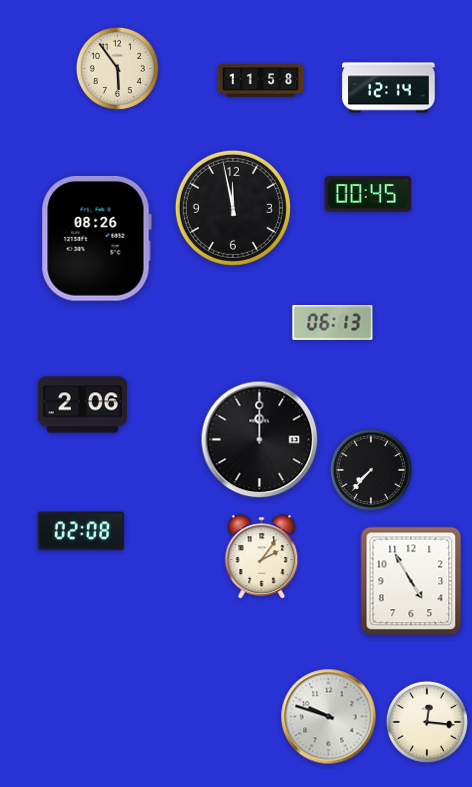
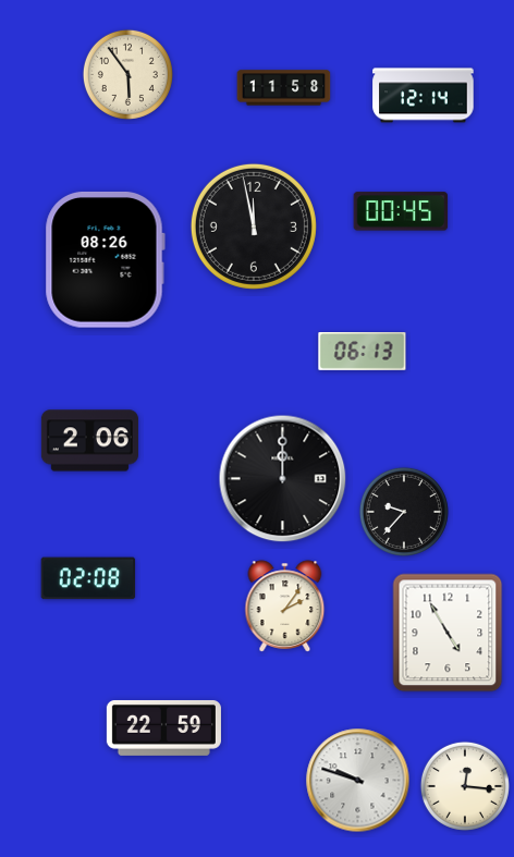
clock at (371, 470): 7:37 -> 9:37
clock at (163, 727): none -> 22:59
